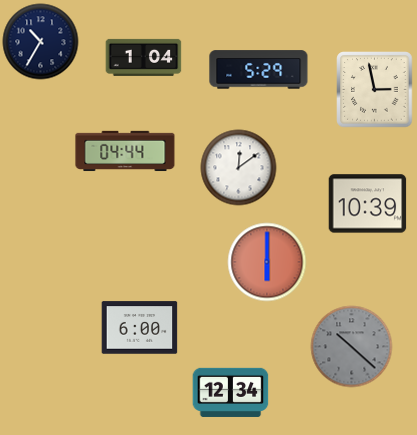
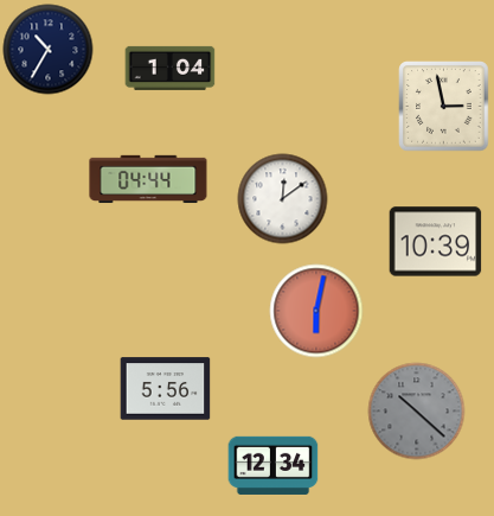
clock at (259, 70): 5:29 -> none
clock at (267, 262): 6:00 -> 6:02
clock at (140, 328): 6:00 -> 5:56
